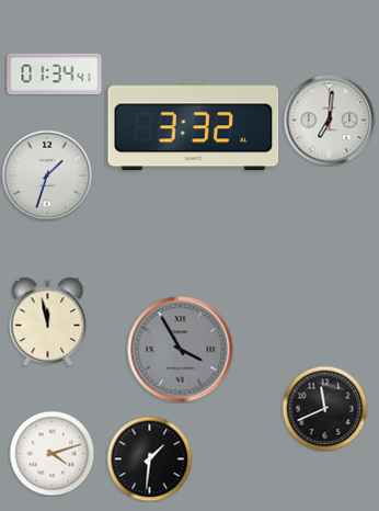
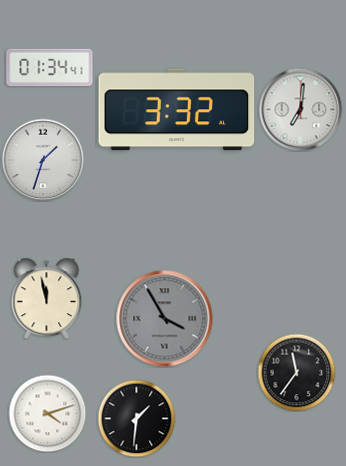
clock at (194, 126) position: (194, 126) -> (177, 110)
clock at (48, 321) position: (48, 321) -> (47, 298)
clock at (324, 408): 11:41 -> 11:36
